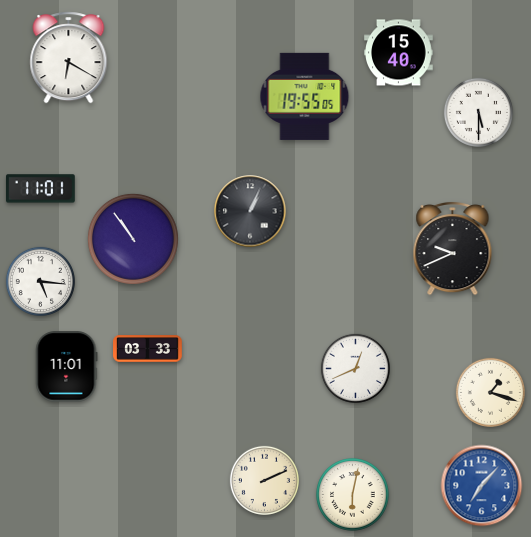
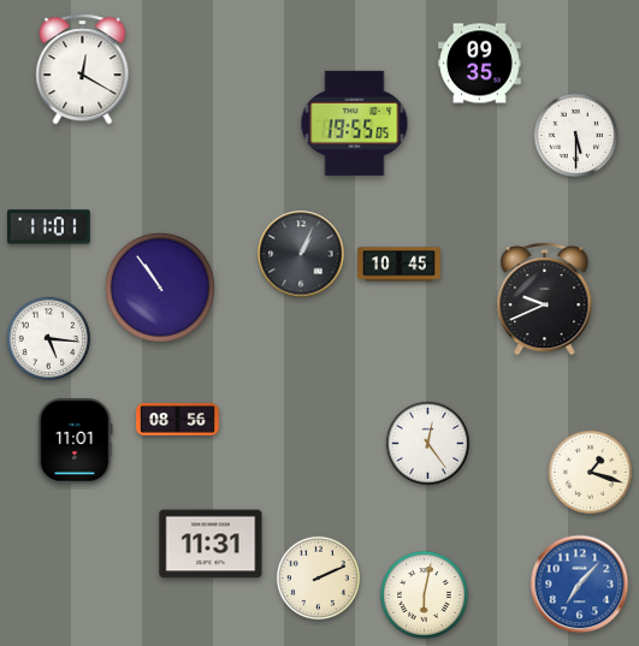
clock at (399, 53): 15:40 -> 09:35
clock at (69, 58): 6:20 -> 12:20
clock at (305, 96) position: (305, 96) -> (355, 123)
clock at (400, 265): none -> 10:45
clock at (148, 349): 03:33 -> 08:56
clock at (67, 367) position: (67, 367) -> (76, 441)
clock at (355, 368): 12:41 -> 12:24
clock at (211, 544): none -> 11:31
